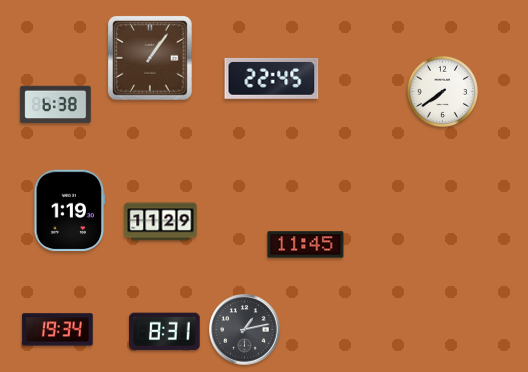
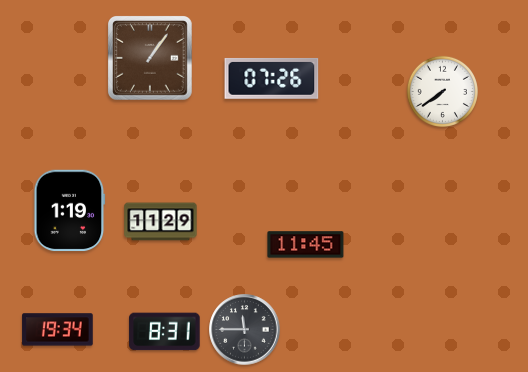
clock at (272, 78): 22:45 -> 07:26
clock at (56, 105): 6:38 -> none
clock at (245, 330): 1:13 -> 11:45
